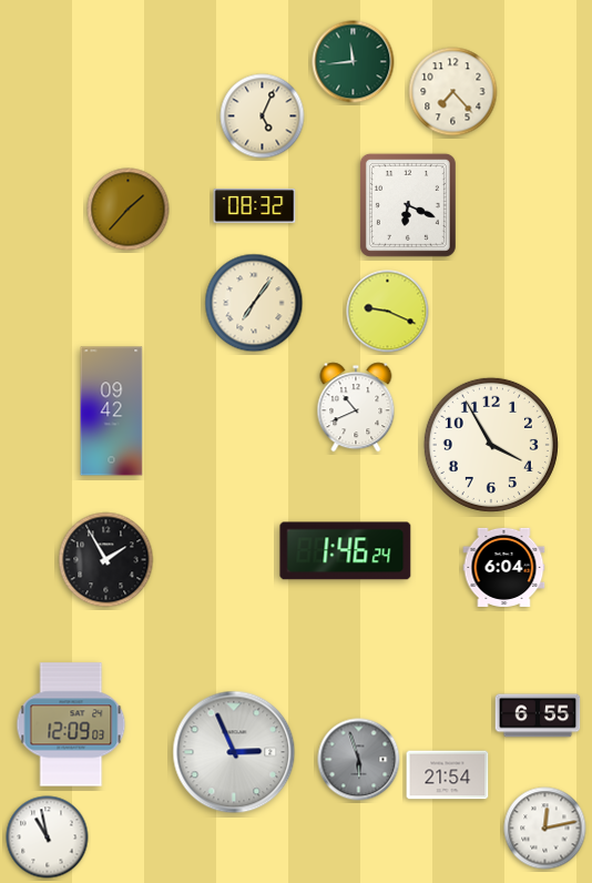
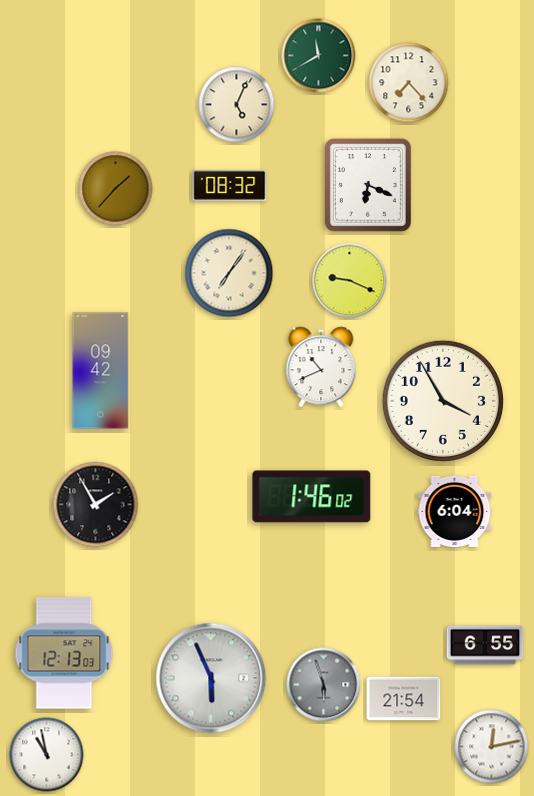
clock at (354, 62): 11:44 -> 11:40
clock at (346, 551): 1:46:24 -> 1:46:02
clock at (71, 724): 12:09 -> 12:13
clock at (234, 752): 2:56 -> 5:56
clock at (48, 838) position: (48, 838) -> (47, 755)
